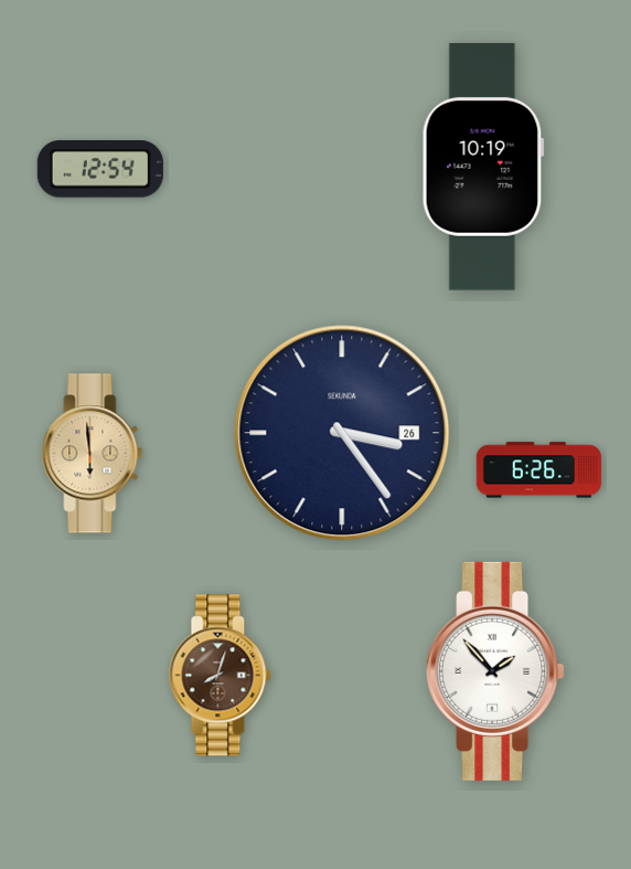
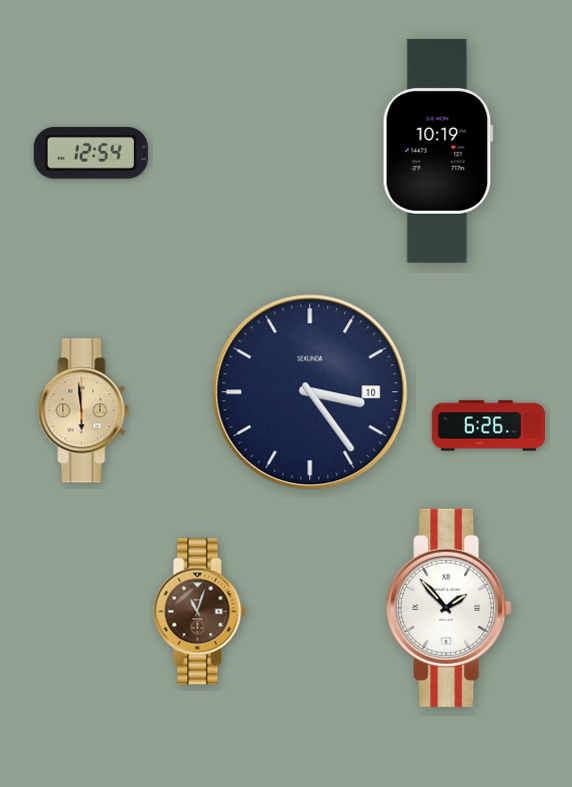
clock at (342, 433) date: 26 -> 10
clock at (221, 676): 8:03 -> 11:03
